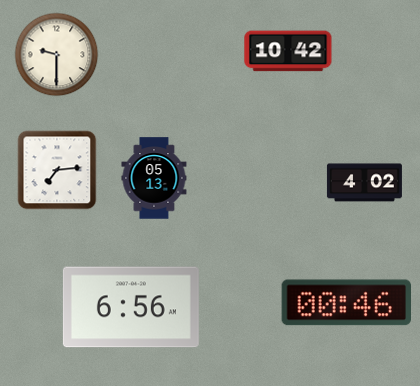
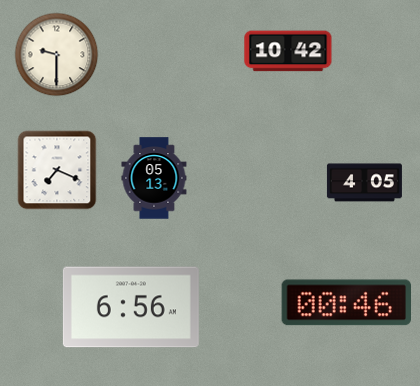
clock at (57, 170): 7:14 -> 7:19
clock at (364, 183): 4:02 -> 4:05
